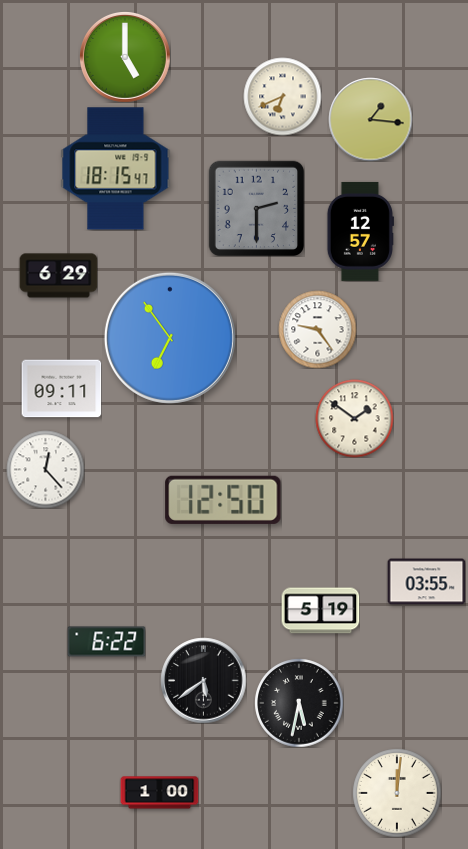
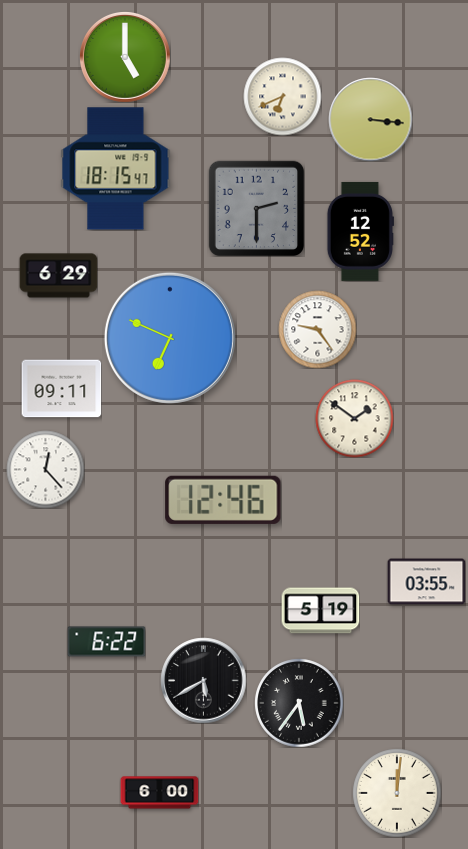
clock at (370, 119): 1:16 -> 3:16
clock at (360, 231): 12:57 -> 12:52
clock at (170, 338): 6:54 -> 6:49
clock at (223, 500): 12:50 -> 12:46
clock at (203, 680): 5:39 -> 5:40
clock at (299, 703): 5:32 -> 5:36
clock at (159, 793): 1:00 -> 6:00
